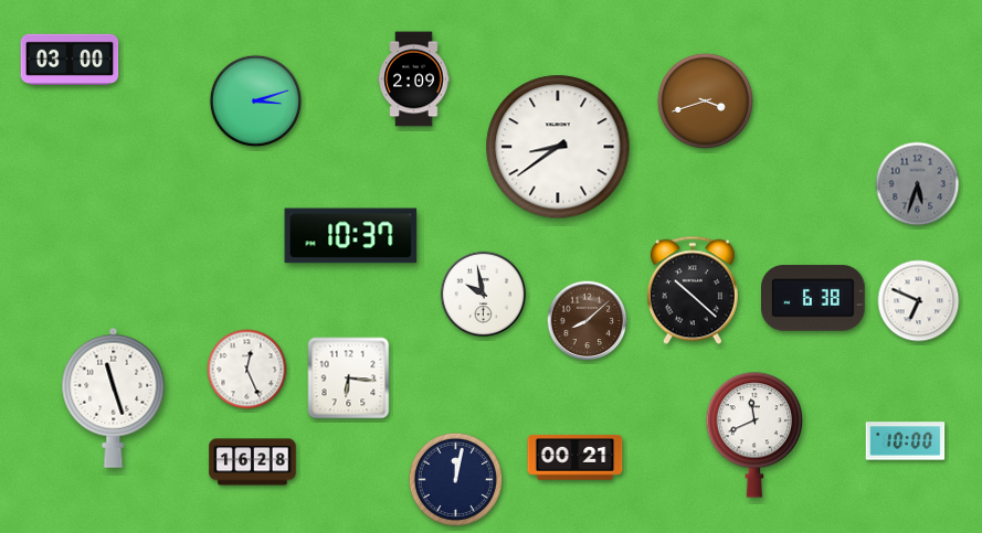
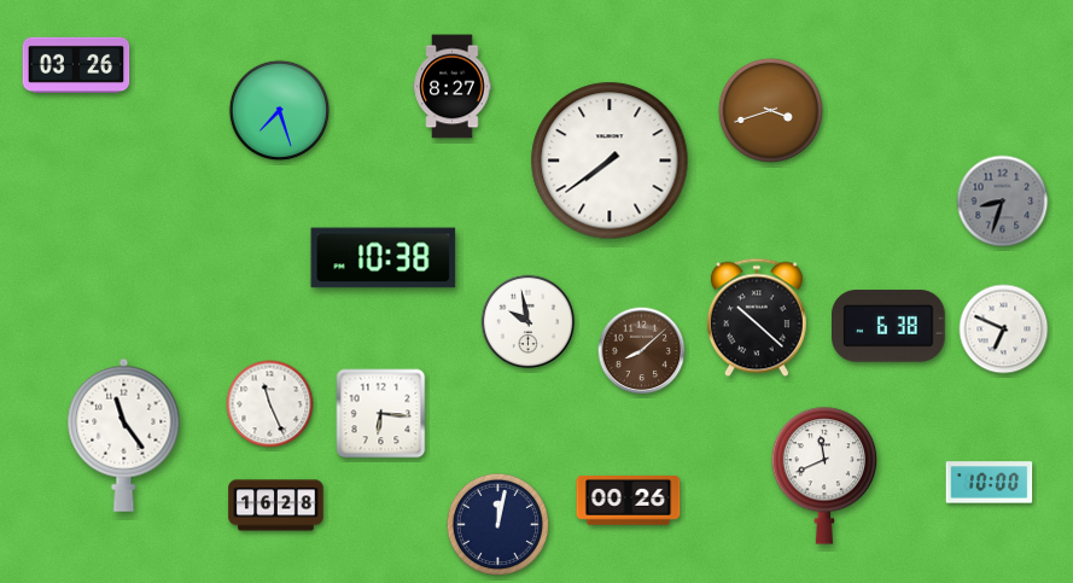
clock at (70, 58): 03:00 -> 03:26
clock at (414, 79): 2:09 -> 8:27
clock at (256, 102): 3:12 -> 7:27
clock at (558, 147): 8:39 -> 7:39
clock at (918, 184): 5:33 -> 8:33
clock at (351, 236): 10:37 -> 10:38
clock at (247, 370): 12:26 -> 11:26
clock at (114, 397): 11:27 -> 11:24
clock at (576, 457): 00:21 -> 00:26
